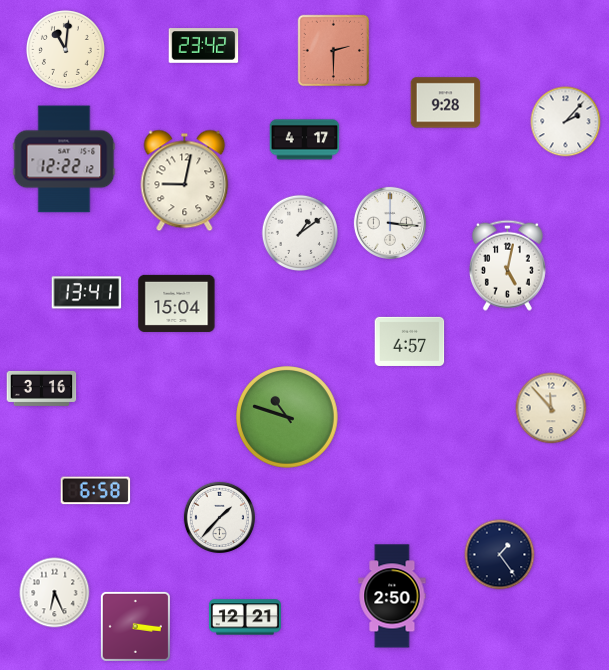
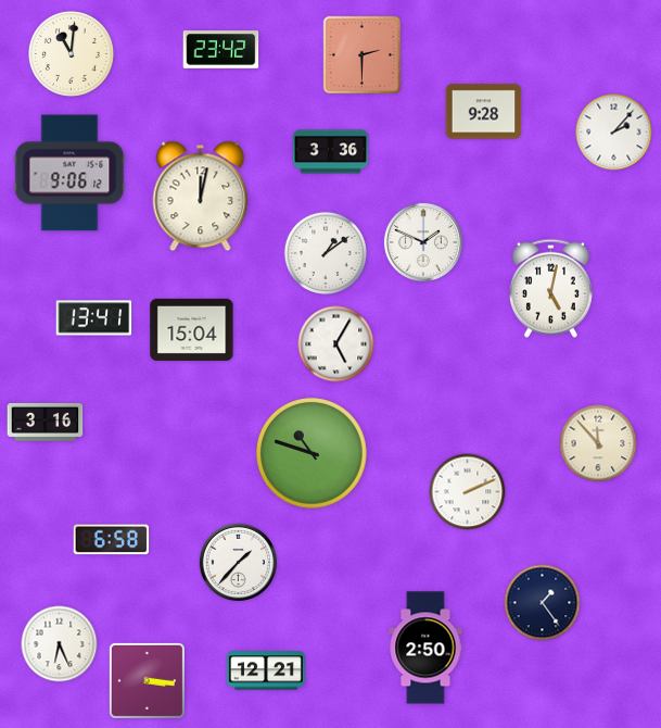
clock at (305, 140): 4:17 -> 3:36
clock at (64, 159): 12:22 -> 9:06
clock at (185, 181): 9:02 -> 12:02
clock at (390, 223): 3:16 -> 1:49
clock at (336, 344): none -> 5:05
clock at (410, 341): 4:57 -> none
clock at (468, 492): none -> 2:11
clock at (96, 491) position: (96, 491) -> (112, 540)
